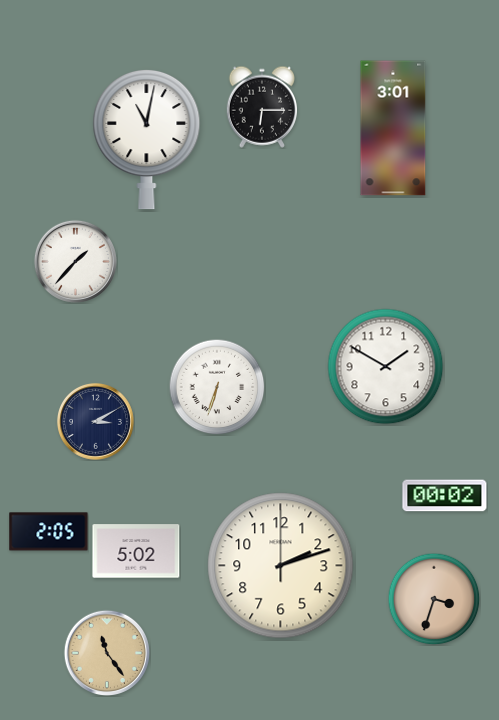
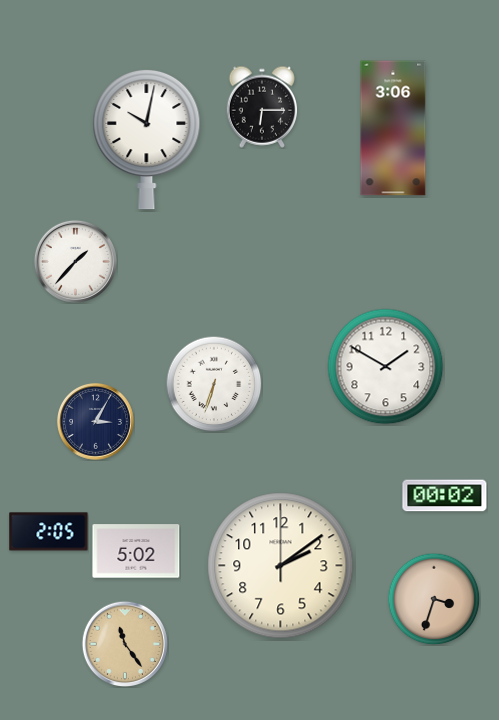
clock at (393, 128): 3:01 -> 3:06
clock at (147, 139): 11:02 -> 10:02
clock at (217, 387) position: (217, 387) -> (214, 384)
clock at (95, 421): 3:10 -> 3:05
clock at (281, 566): 2:12 -> 2:09
clock at (106, 652) position: (106, 652) -> (124, 643)
